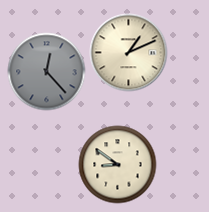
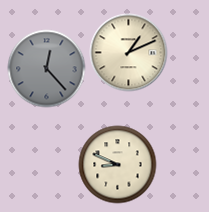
clock at (46, 71) position: (46, 71) -> (46, 68)
clock at (117, 164): 8:51 -> 8:49
